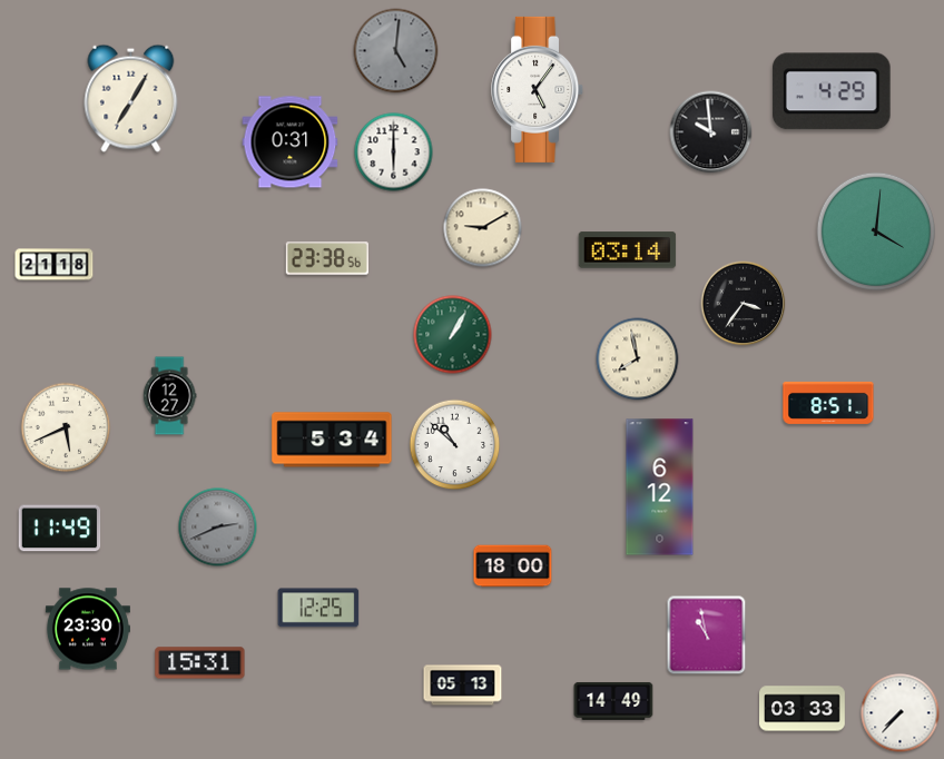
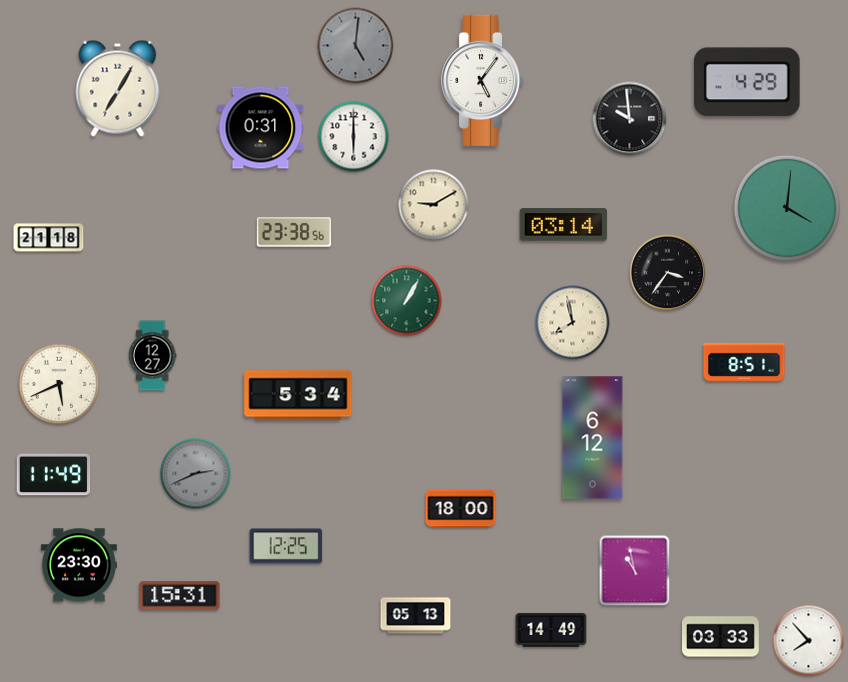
clock at (711, 132) position: (711, 132) -> (630, 119)
clock at (455, 445): 10:52 -> none
clock at (901, 713): 7:37 -> 7:53
